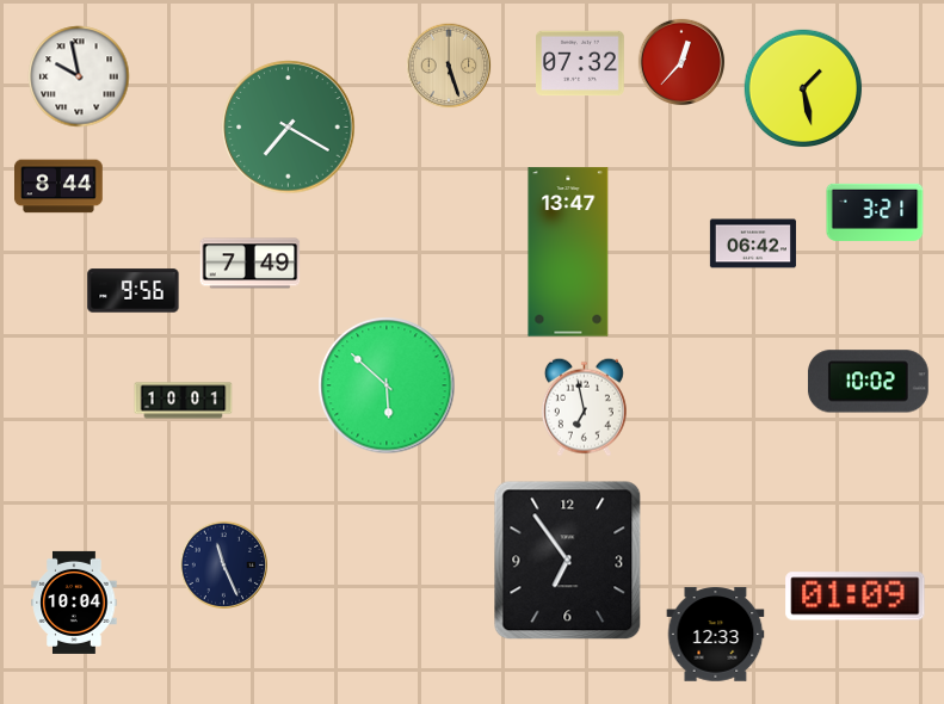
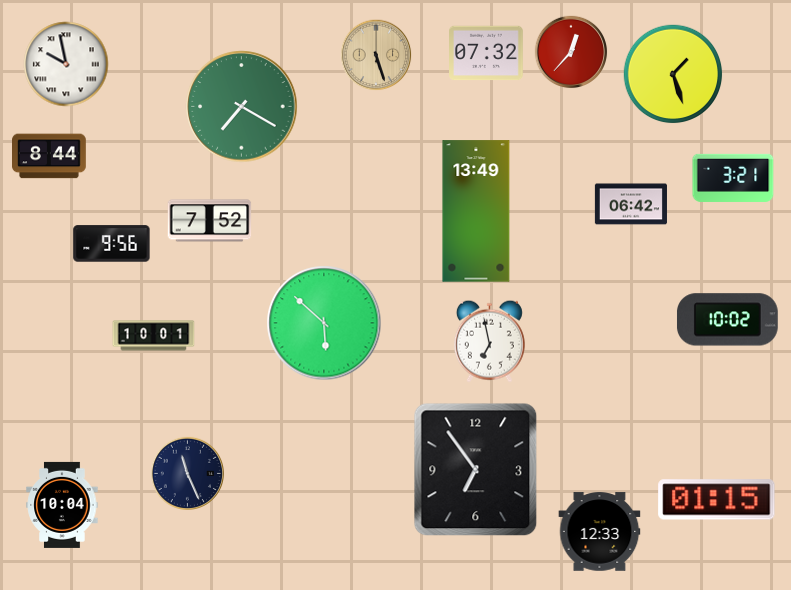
clock at (803, 88): 1:28 -> 1:27
clock at (568, 252): 13:47 -> 13:49
clock at (251, 264): 7:49 -> 7:52
clock at (856, 597): 01:09 -> 01:15
